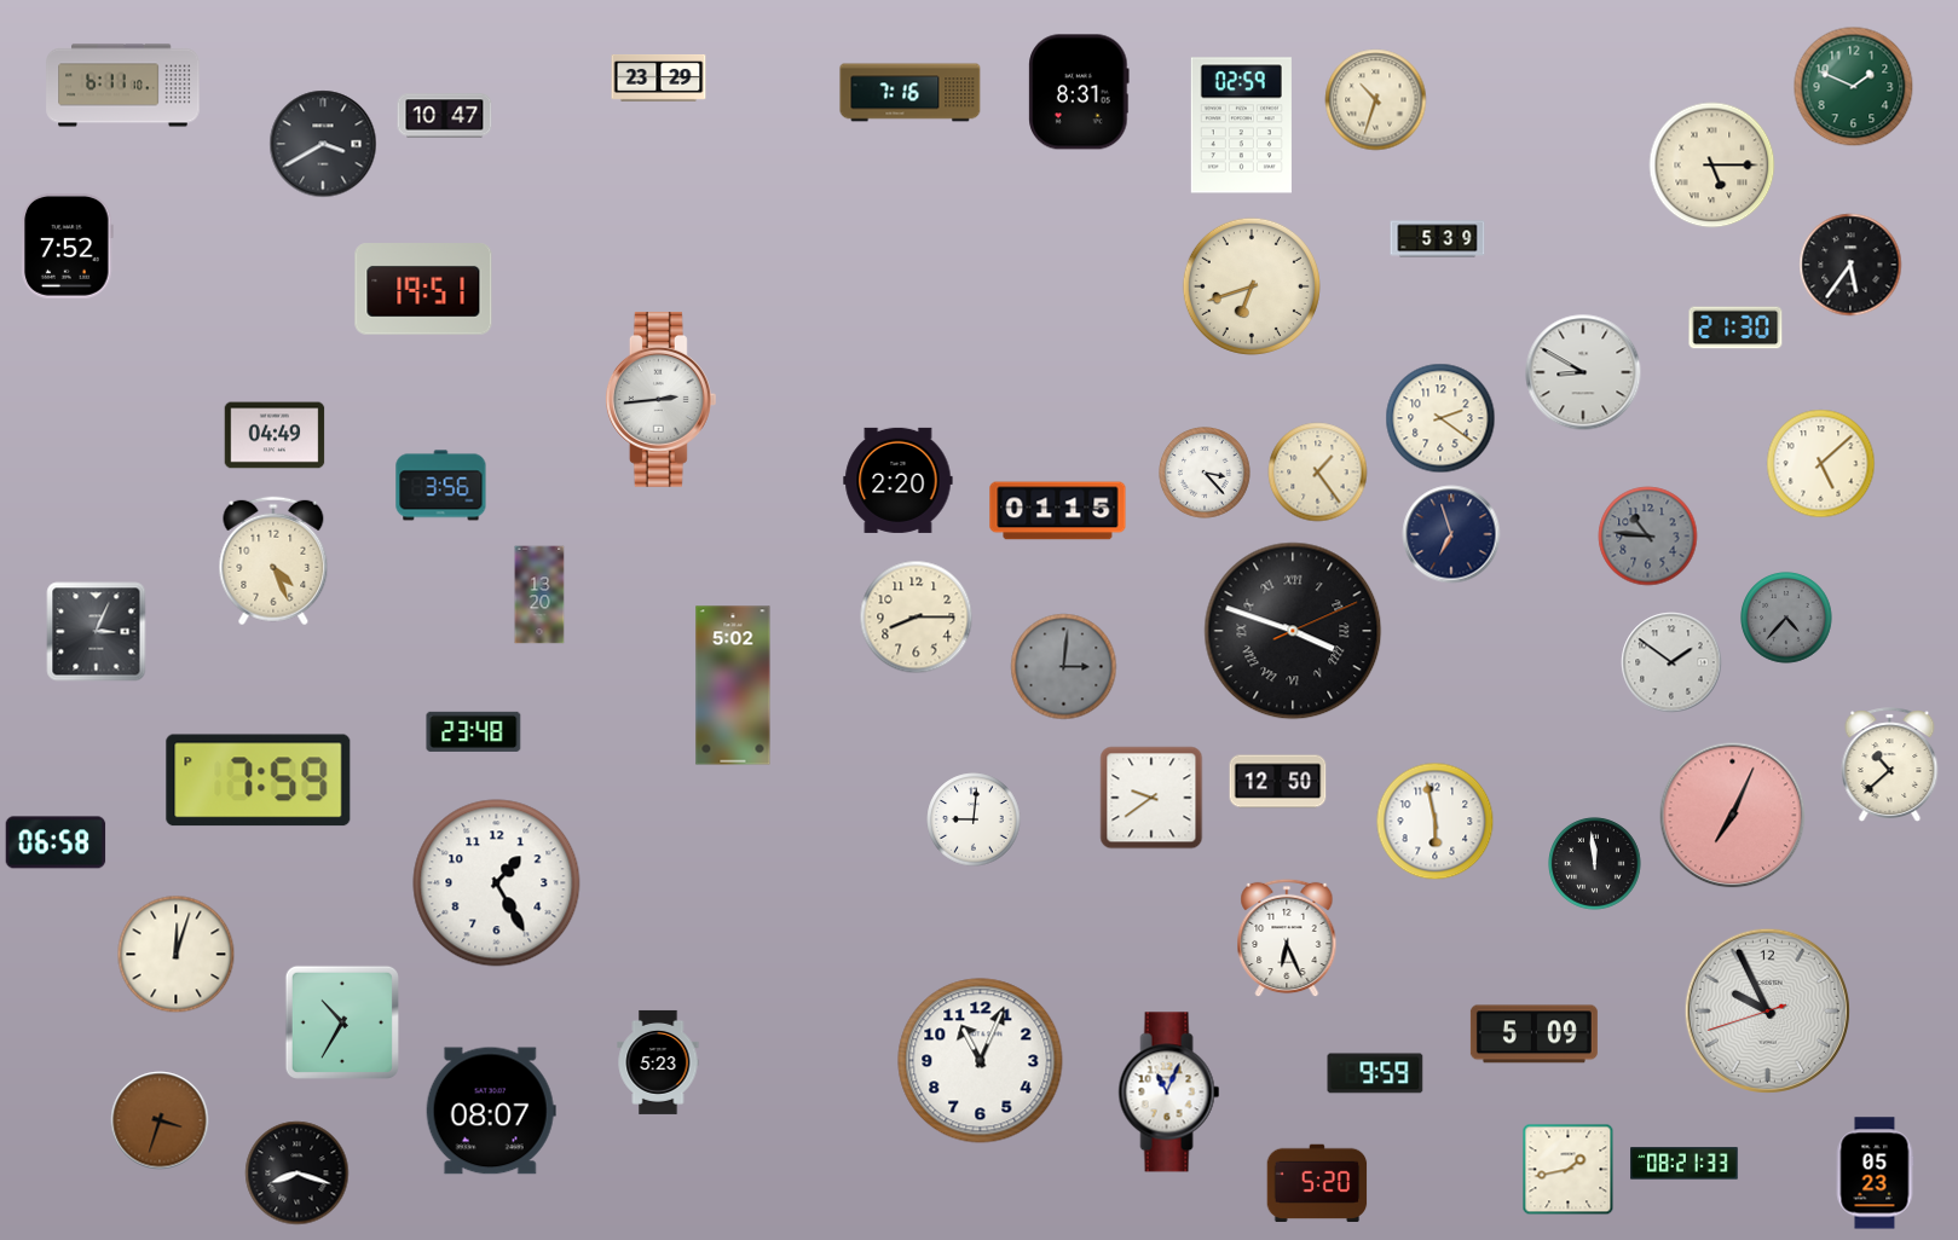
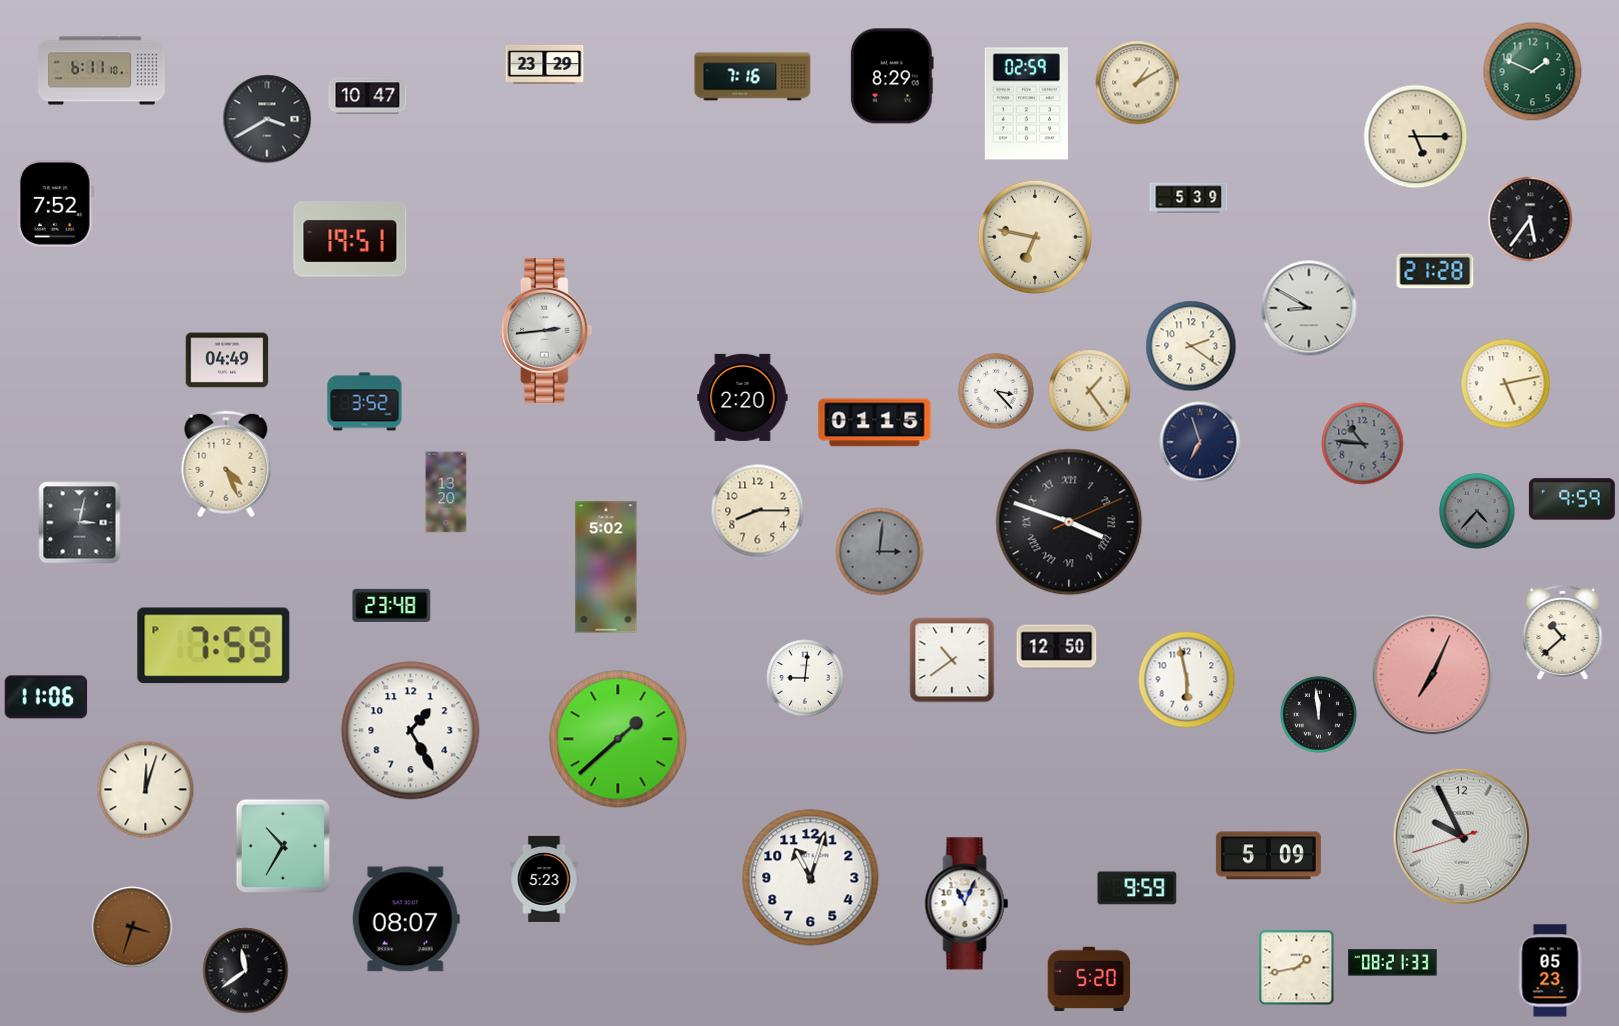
clock at (1079, 92): 8:31 -> 8:29
clock at (1376, 100): 10:33 -> 1:10
clock at (1252, 286): 6:42 -> 6:47
clock at (1735, 328): 21:30 -> 21:28
clock at (1821, 464): 5:08 -> 5:13
clock at (441, 486): 3:56 -> 3:52
clock at (1572, 499): none -> 9:59
clock at (97, 632): 3:04 -> 3:02
clock at (1671, 662): 1:51 -> none
clock at (1151, 798): 9:39 -> 10:39
clock at (56, 842): 06:58 -> 11:06
clock at (618, 739): none -> 1:38
clock at (1287, 938): 6:26 -> none
clock at (981, 1061): 11:04 -> 11:03
clock at (298, 1174): 8:18 -> 11:39
